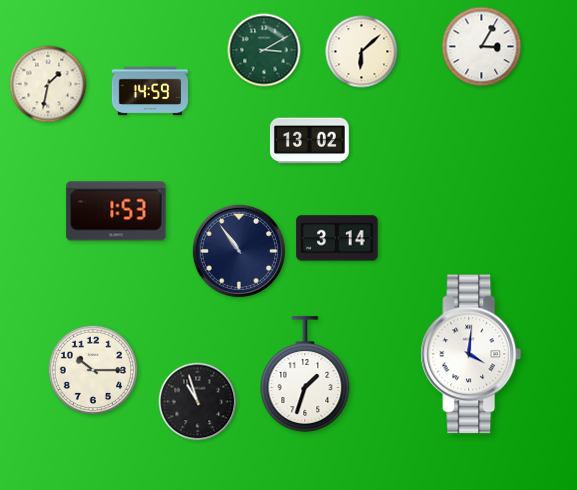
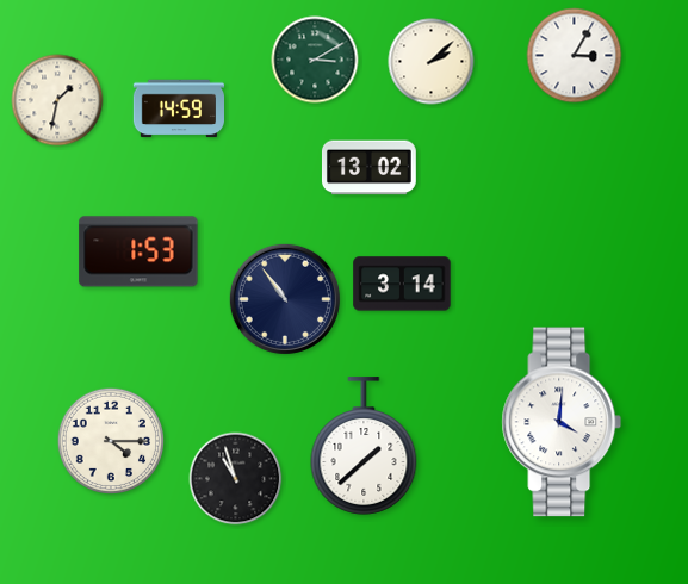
clock at (362, 52): 6:08 -> 2:08
clock at (93, 370): 10:15 -> 4:15
clock at (305, 374): 1:33 -> 1:38
